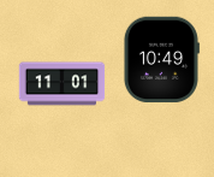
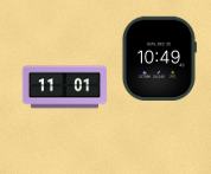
clock at (63, 84) position: (63, 84) -> (65, 88)
